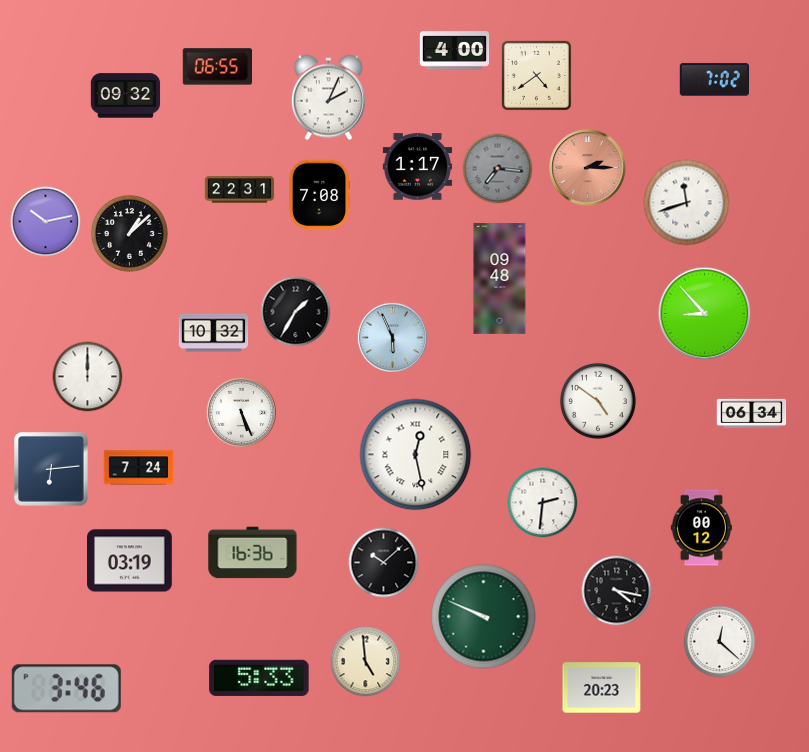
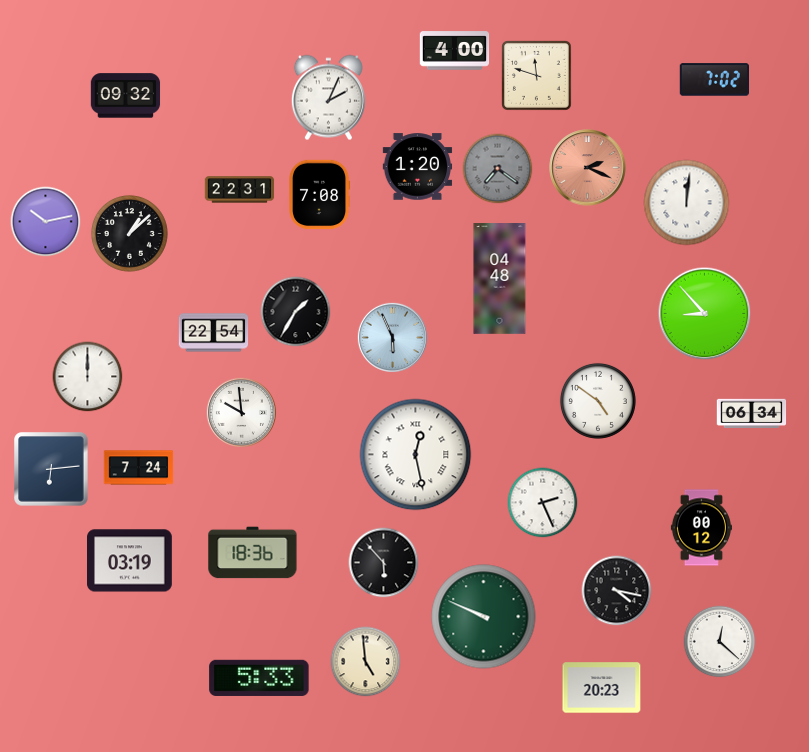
clock at (217, 67): 06:55 -> none
clock at (537, 76): 4:39 -> 11:48
clock at (418, 167): 1:17 -> 1:20
clock at (588, 168): 2:15 -> 2:19
clock at (498, 169): 7:16 -> 7:21
clock at (687, 203): 11:42 -> 12:01
clock at (500, 279): 09:48 -> 04:48
clock at (214, 333): 10:32 -> 22:54
clock at (241, 412): 5:26 -> 9:59
clock at (543, 503): 2:31 -> 2:26
clock at (253, 553): 16:36 -> 18:36
clock at (384, 563): 10:08 -> 5:53
clock at (66, 689): 3:46 -> none
